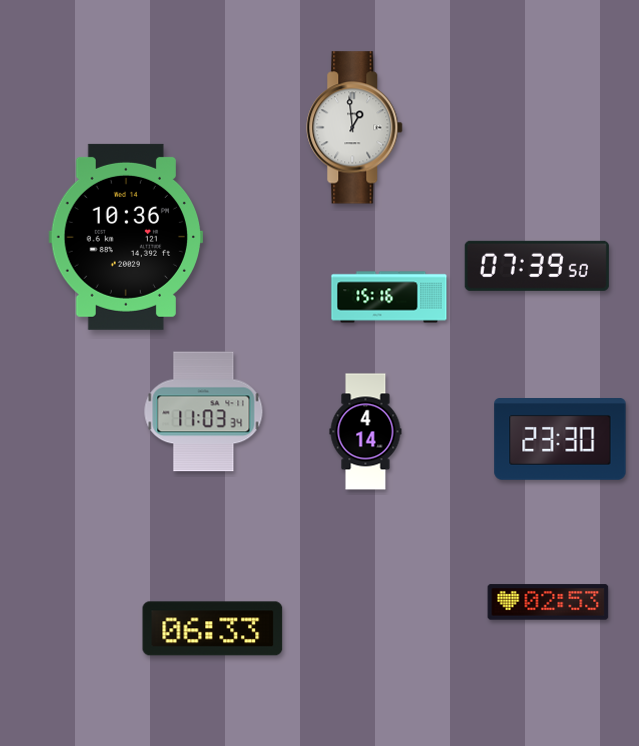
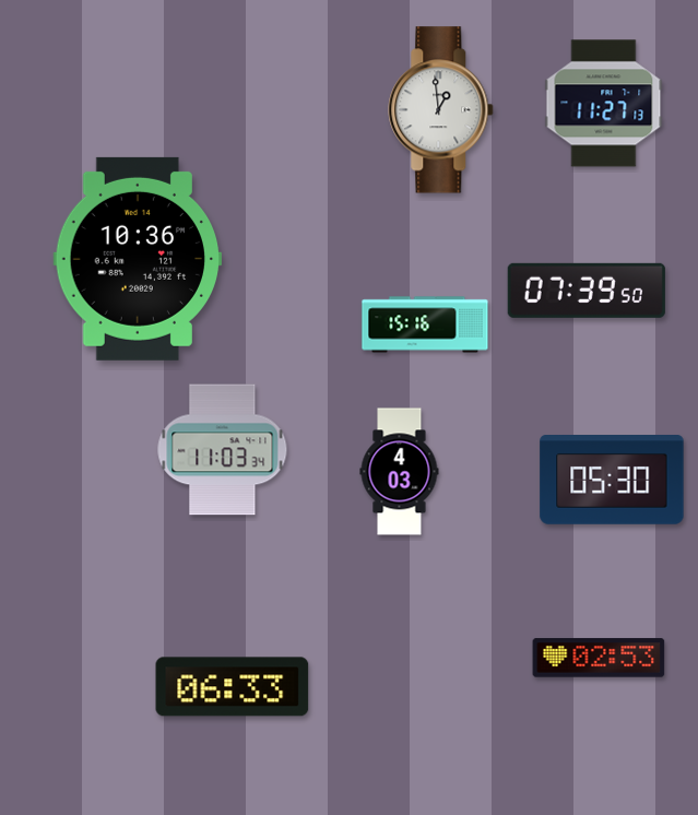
clock at (604, 104): none -> 11:27
clock at (355, 128) position: (355, 128) -> (441, 110)
clock at (366, 432): 4:14 -> 4:03
clock at (560, 439): 23:30 -> 05:30
